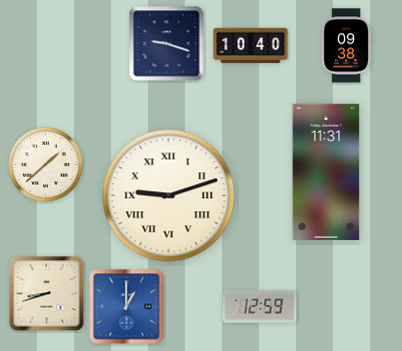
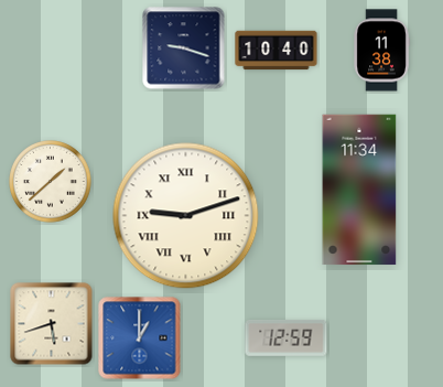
clock at (346, 46): 09:38 -> 11:38
clock at (326, 172): 11:31 -> 11:34
clock at (47, 294): 8:42 -> 5:42
